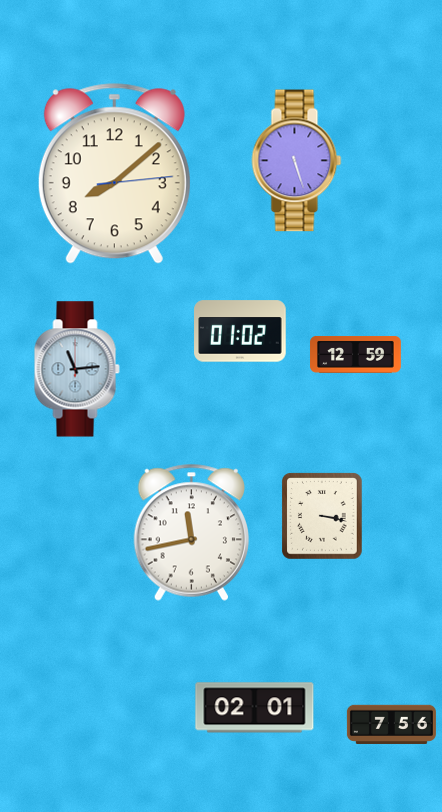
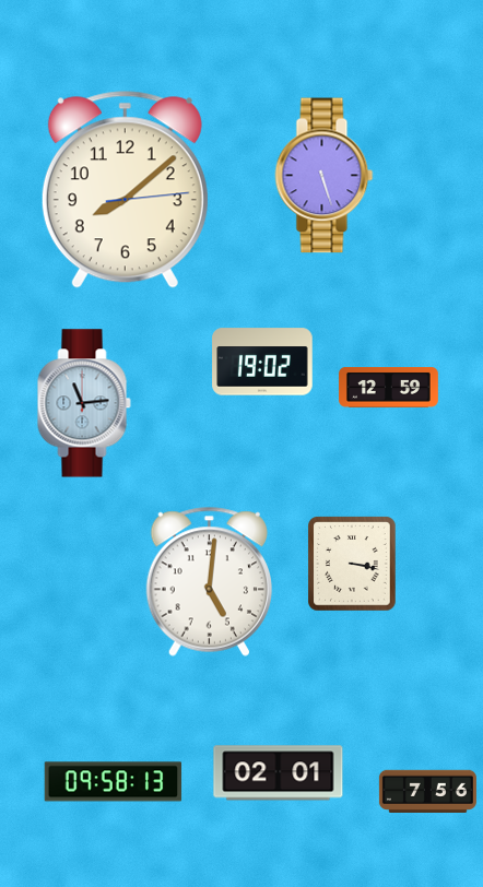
clock at (240, 331): 01:02 -> 19:02
clock at (191, 532): 11:43 -> 5:01
clock at (114, 782): none -> 09:58
